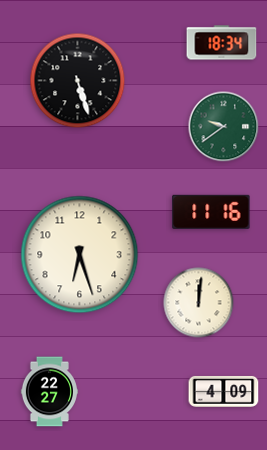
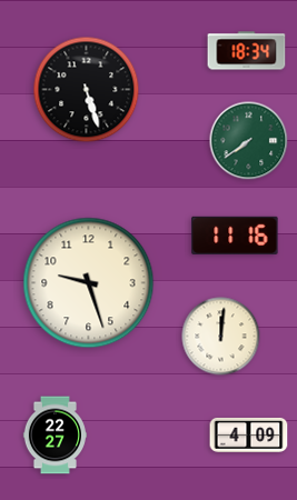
clock at (222, 43) position: (222, 43) -> (247, 51)
clock at (224, 127): 9:39 -> 7:39
clock at (80, 255): 6:27 -> 9:27
